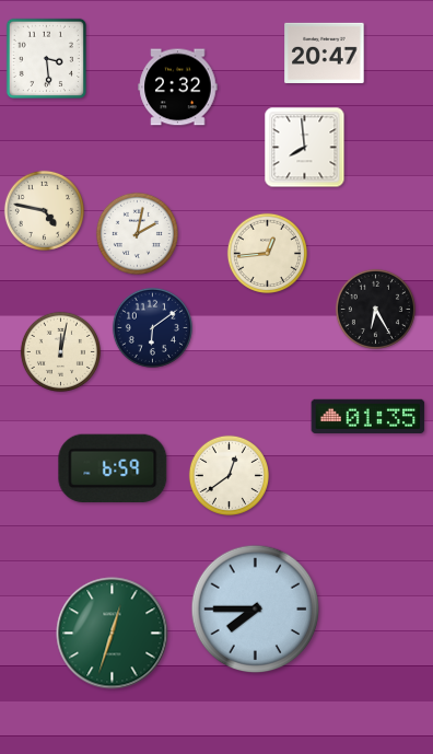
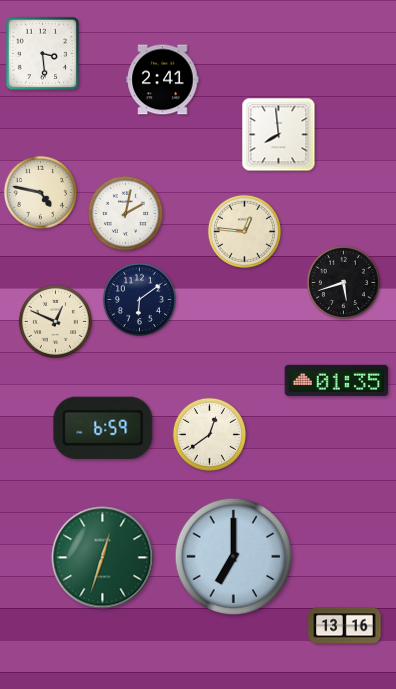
clock at (325, 53): 20:47 -> none
clock at (178, 88): 2:32 -> 2:41
clock at (267, 253): 12:44 -> 12:46
clock at (375, 309): 6:25 -> 5:42
clock at (60, 351): 12:02 -> 12:49
clock at (256, 610): 7:45 -> 7:00
clock at (113, 634) position: (113, 634) -> (103, 558)
clock at (345, 626): none -> 13:16
